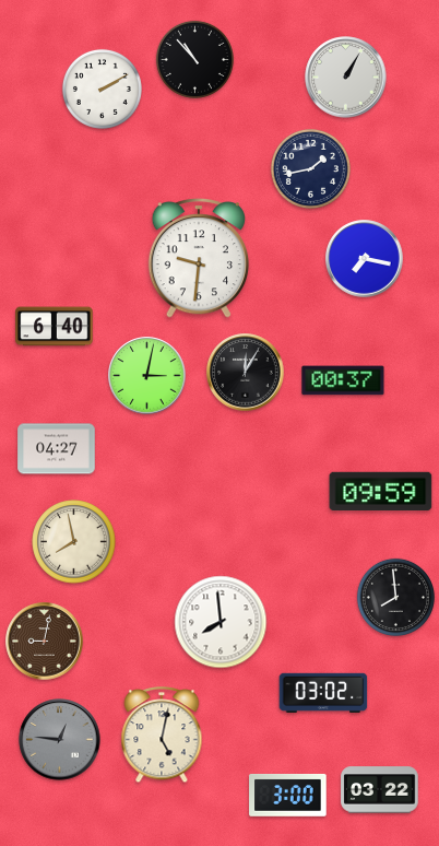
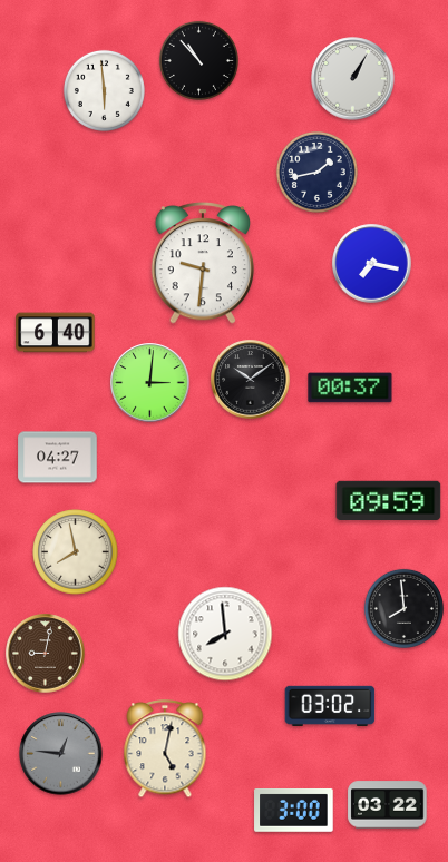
clock at (102, 89): 2:10 -> 5:59
clock at (246, 373): 12:05 -> 10:09
clock at (147, 376): 3:02 -> 3:01
